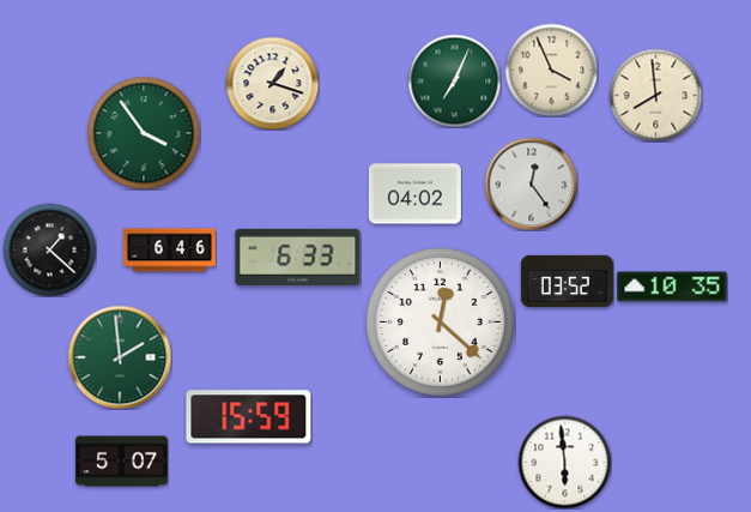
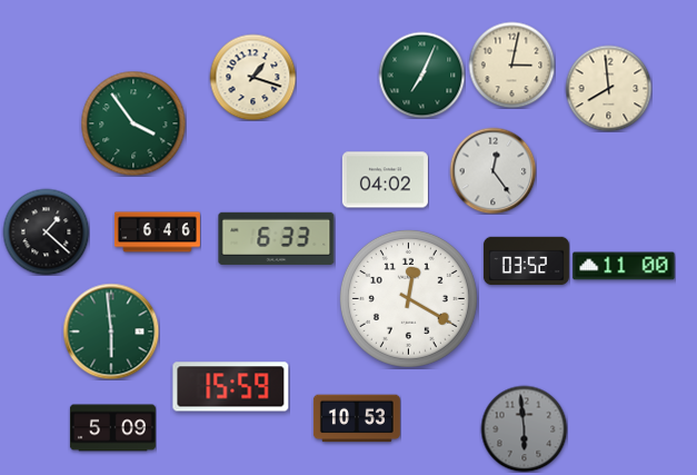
clock at (551, 70): 3:56 -> 3:02
clock at (672, 287): 10:35 -> 11:00
clock at (440, 321): 12:22 -> 12:20
clock at (120, 357): 1:59 -> 5:59
clock at (357, 418): none -> 10:53
clock at (121, 462): 5:07 -> 5:09
clock at (564, 462) dial: white -> grey
